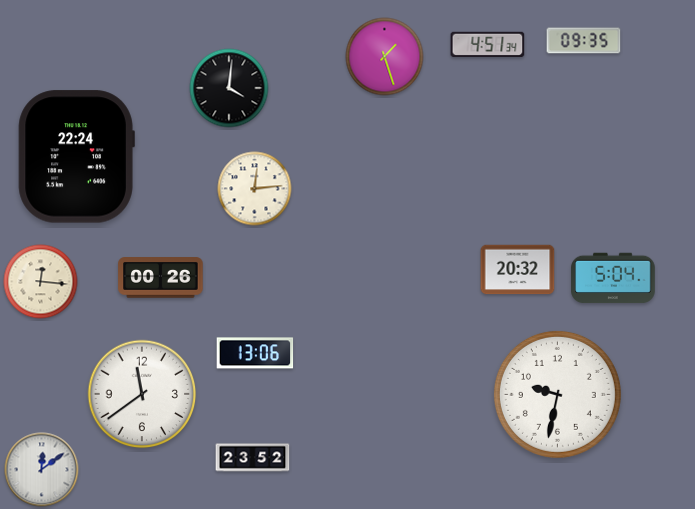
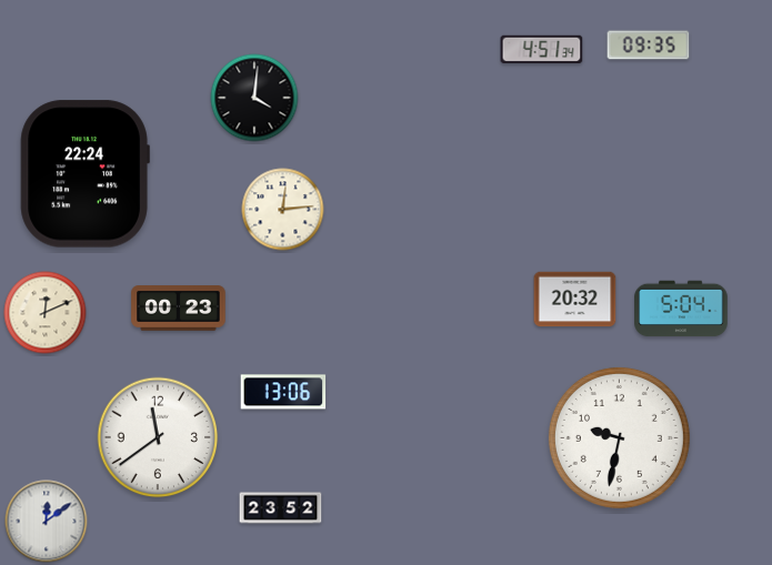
clock at (385, 57): 1:27 -> none
clock at (161, 278): 00:26 -> 00:23
clock at (41, 282): 12:16 -> 12:11
